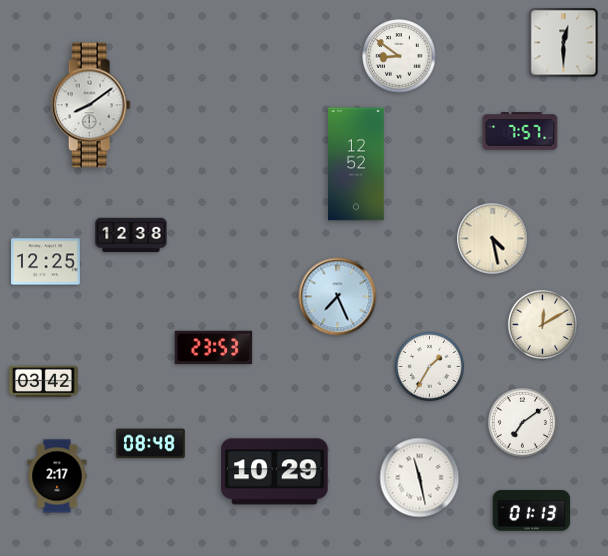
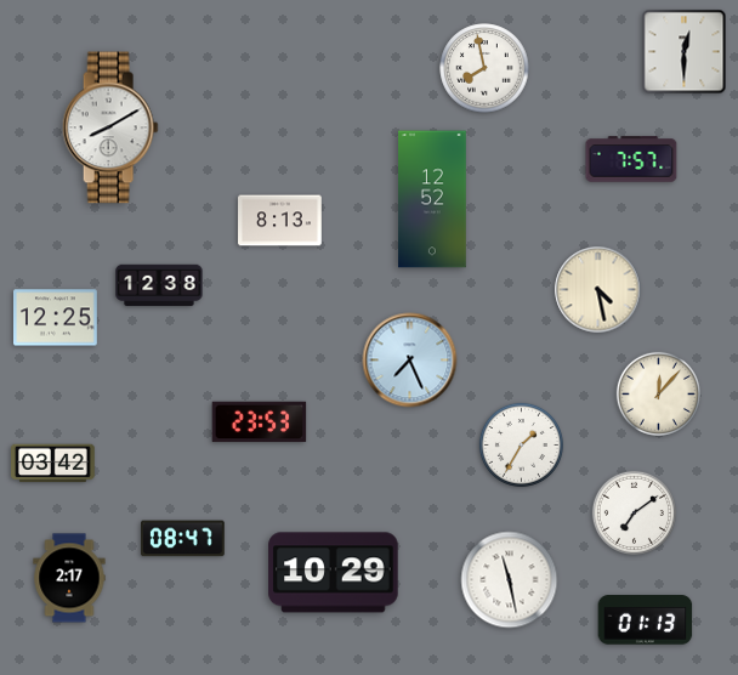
clock at (399, 56): 8:51 -> 7:58
clock at (91, 105): 8:09 -> 8:10
clock at (280, 221): none -> 8:13
clock at (542, 324): 12:10 -> 12:07
clock at (151, 444): 08:48 -> 08:47
